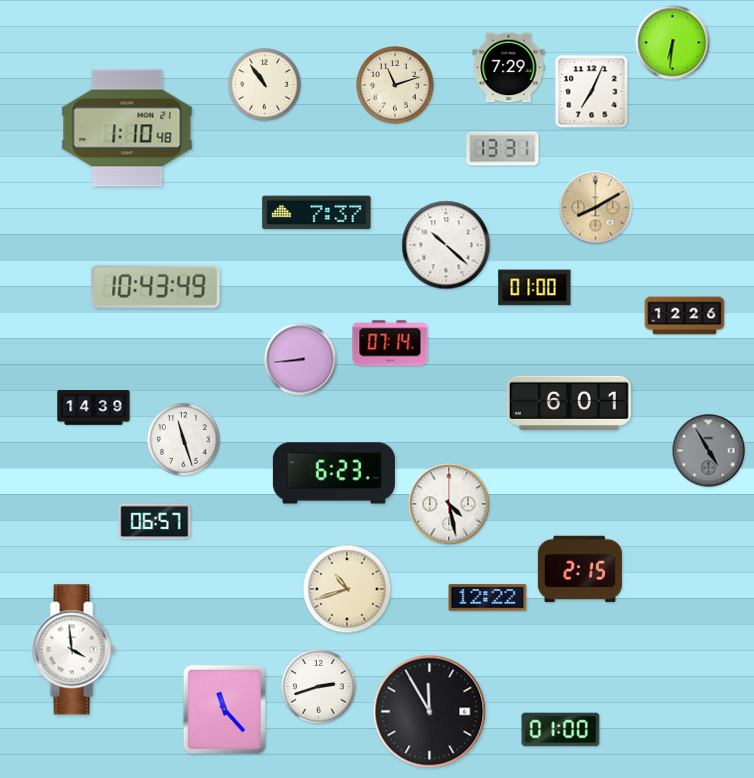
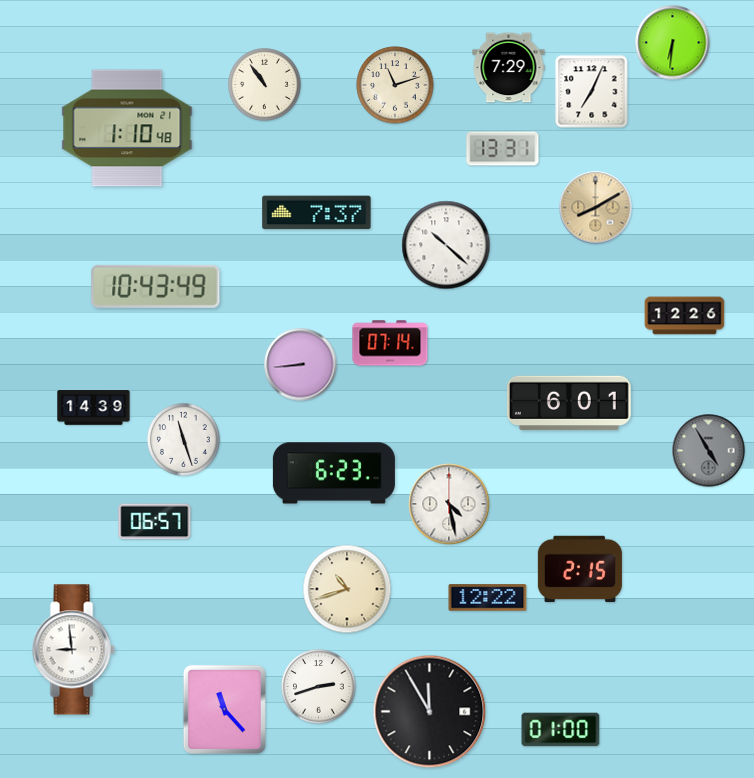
clock at (535, 288): 01:00 -> none
clock at (301, 360) position: (301, 360) -> (301, 365)
clock at (73, 650): 3:59 -> 8:59
